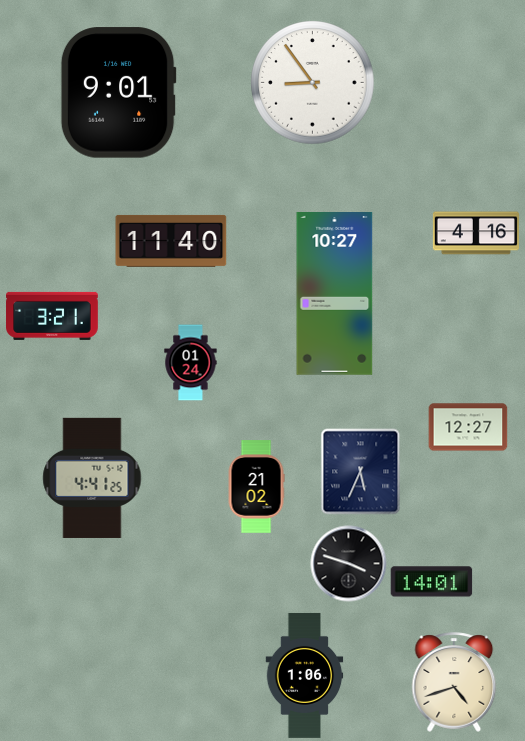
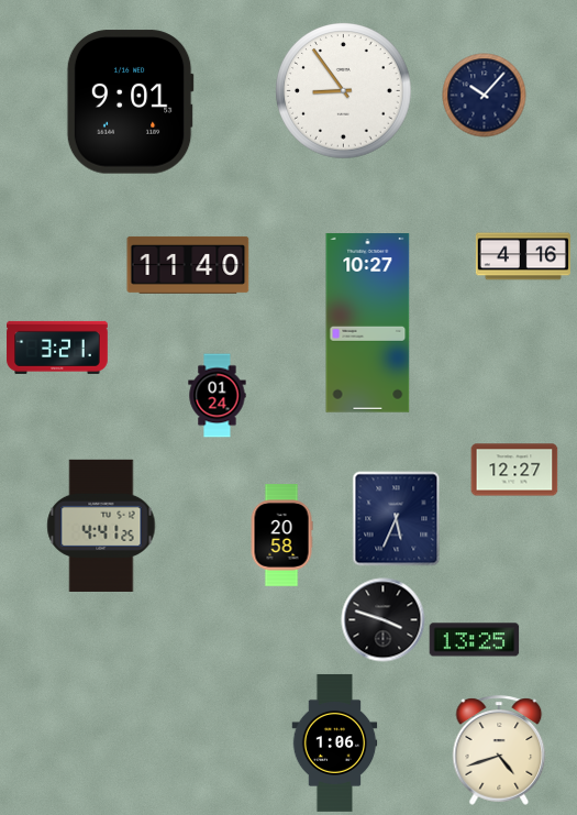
clock at (485, 96): none -> 10:07
clock at (191, 363) position: (191, 363) -> (218, 396)
clock at (256, 487): 21:02 -> 20:58
clock at (432, 582): 14:01 -> 13:25
